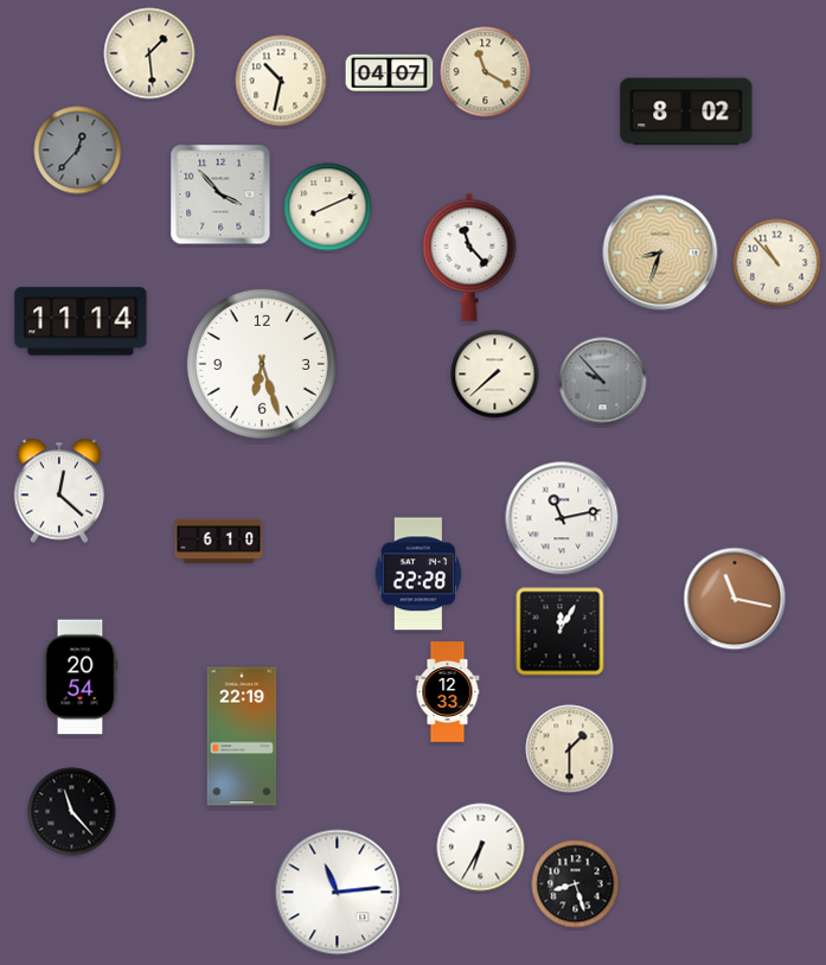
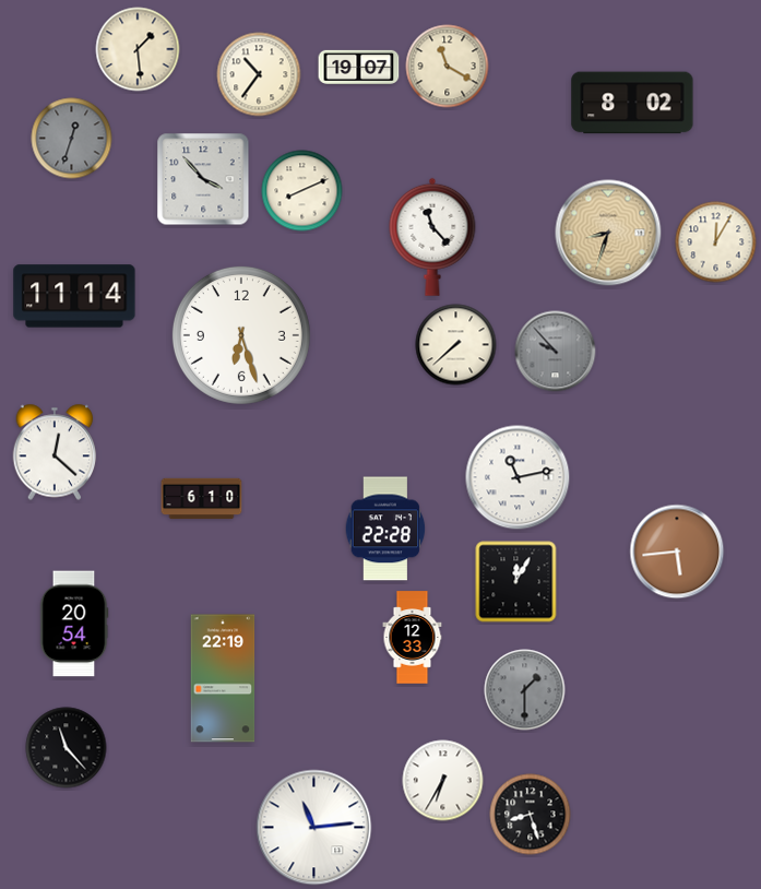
clock at (390, 72): 04:07 -> 19:07
clock at (281, 81): 10:32 -> 10:36
clock at (78, 151): 12:37 -> 12:33
clock at (777, 263): 10:53 -> 12:05
clock at (735, 599): 11:17 -> 5:44
clock at (570, 749) dial: cream -> grey
clock at (338, 893) position: (338, 893) -> (314, 828)
